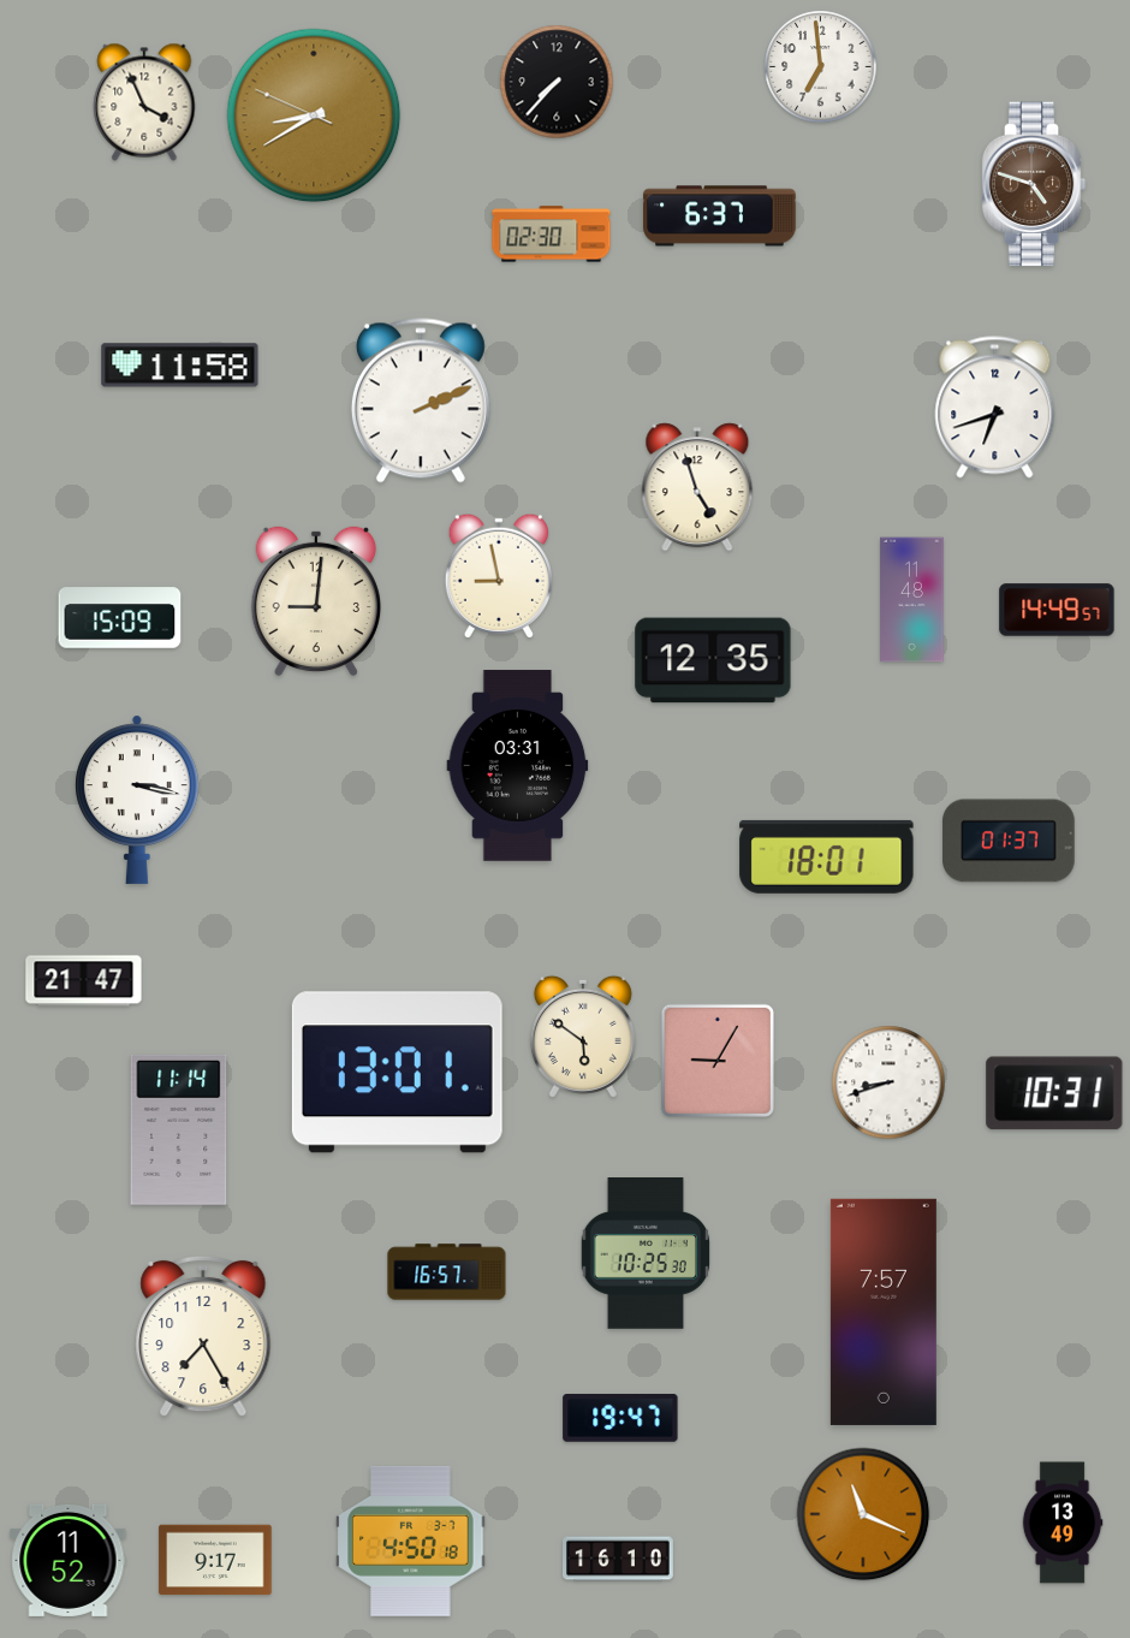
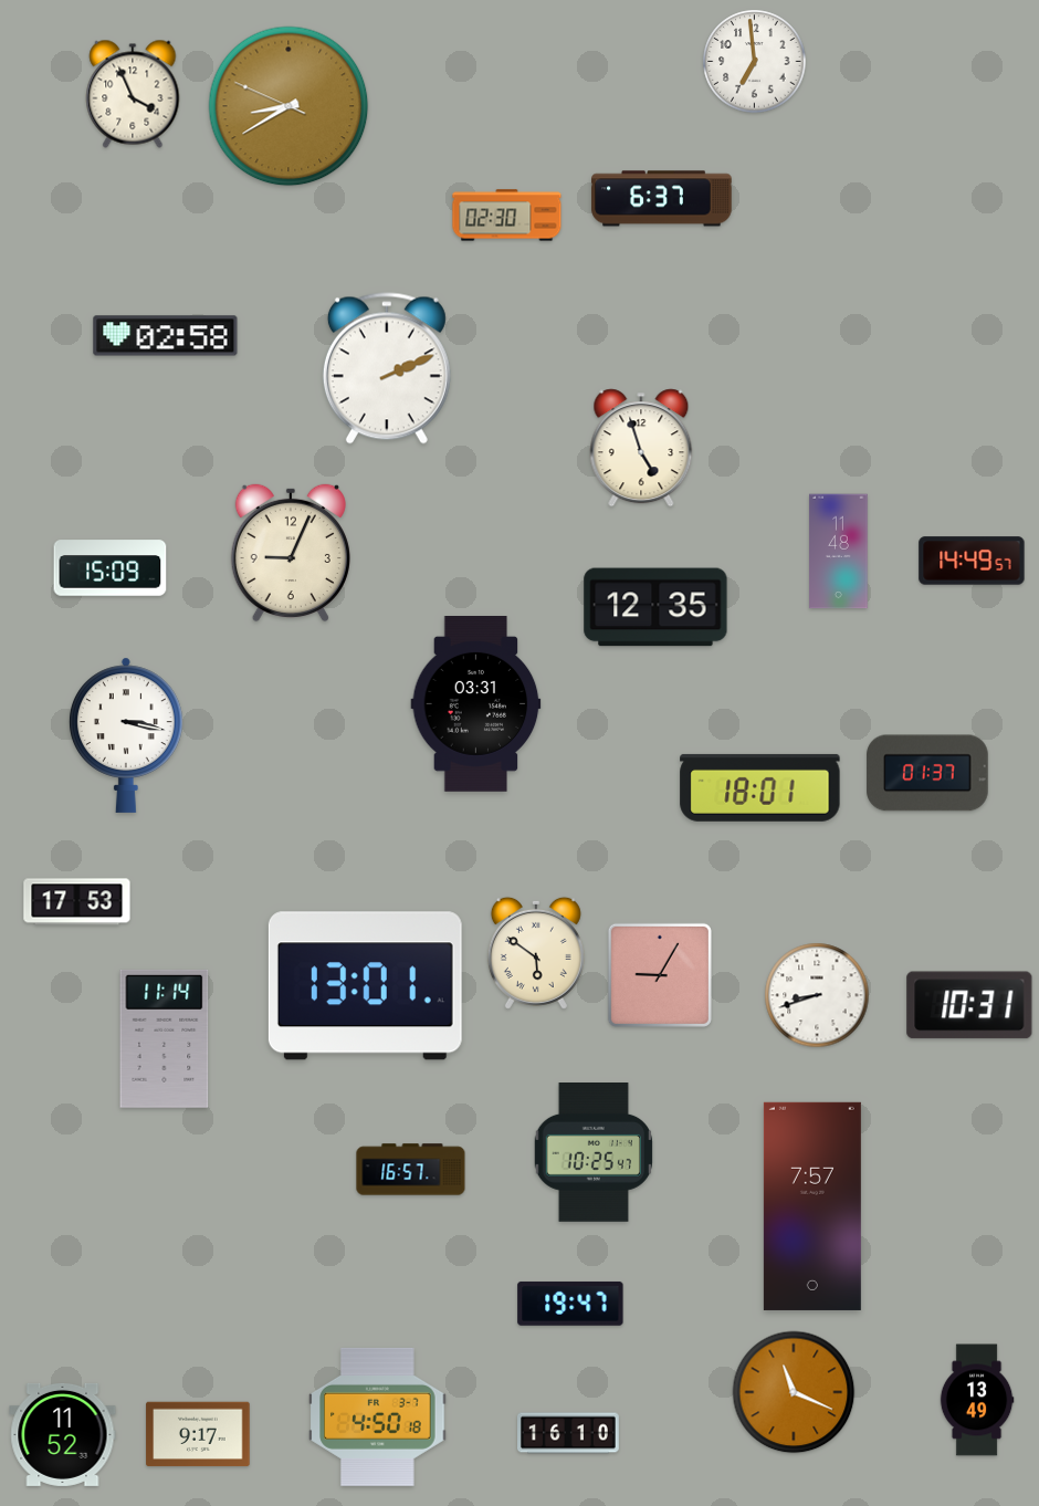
clock at (557, 82): 7:37 -> none
clock at (1034, 184): 4:48 -> none
clock at (180, 366): 11:58 -> 02:58
clock at (995, 408): 6:42 -> none
clock at (499, 576): 8:58 -> none
clock at (316, 601): 9:01 -> 9:04
clock at (84, 981): 21:47 -> 17:53
clock at (644, 1254): 10:25:30 -> 10:25:47
clock at (203, 1336): 7:25 -> none
